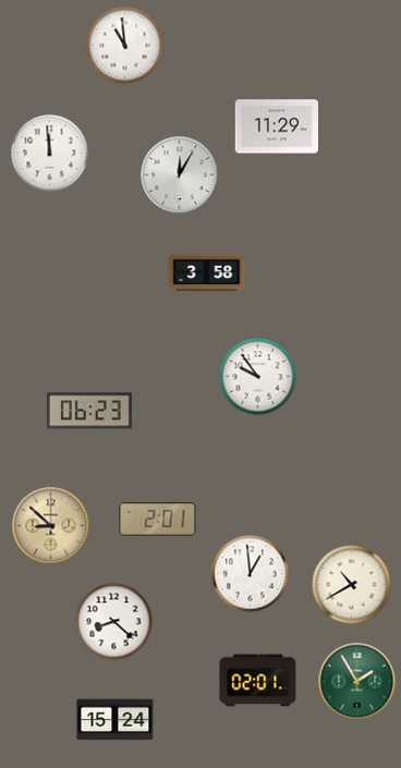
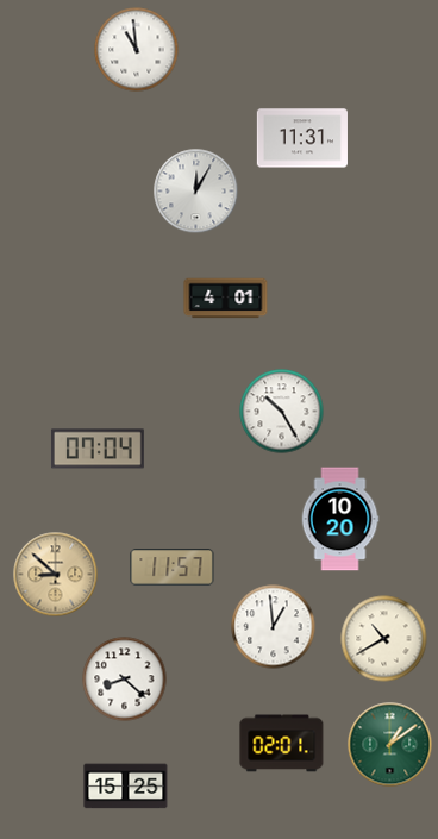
clock at (277, 126): 11:29 -> 11:31
clock at (50, 154): 11:59 -> none
clock at (207, 273): 3:58 -> 4:01
clock at (258, 377): 9:54 -> 10:25
clock at (89, 411): 06:23 -> 07:04
clock at (340, 519): none -> 10:20
clock at (158, 520): 2:01 -> 11:57
clock at (357, 682): 1:55 -> 1:09
clock at (116, 720): 15:24 -> 15:25
